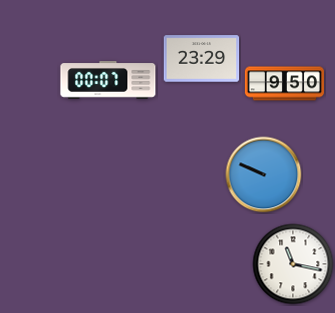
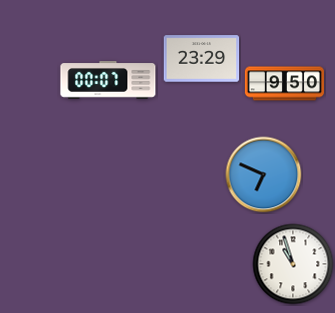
clock at (264, 175): 9:49 -> 6:49
clock at (293, 264): 11:17 -> 10:57
